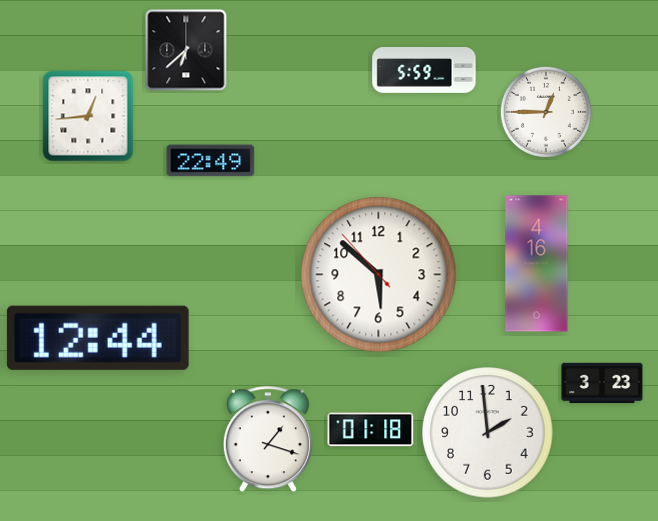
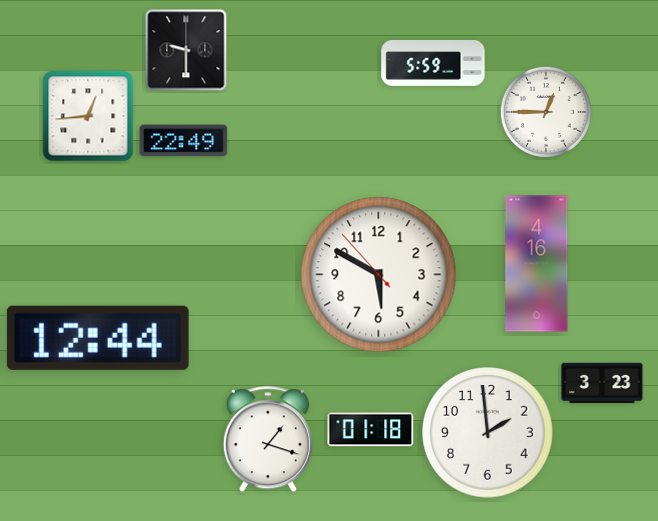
clock at (186, 50): 6:38 -> 9:30
clock at (424, 71) position: (424, 71) -> (433, 64)
clock at (211, 161) position: (211, 161) -> (184, 141)
clock at (379, 275): 5:51 -> 5:49
